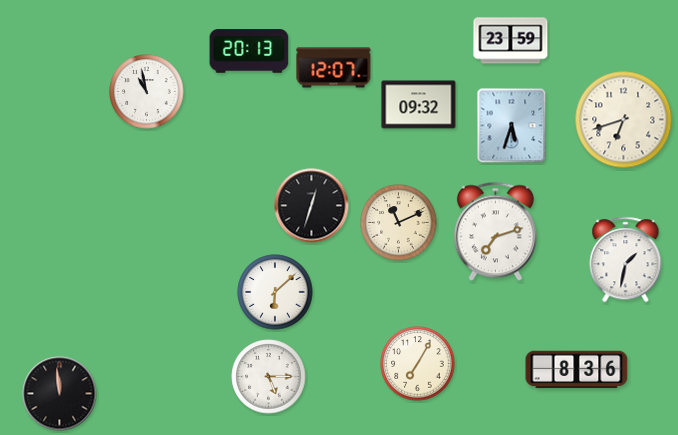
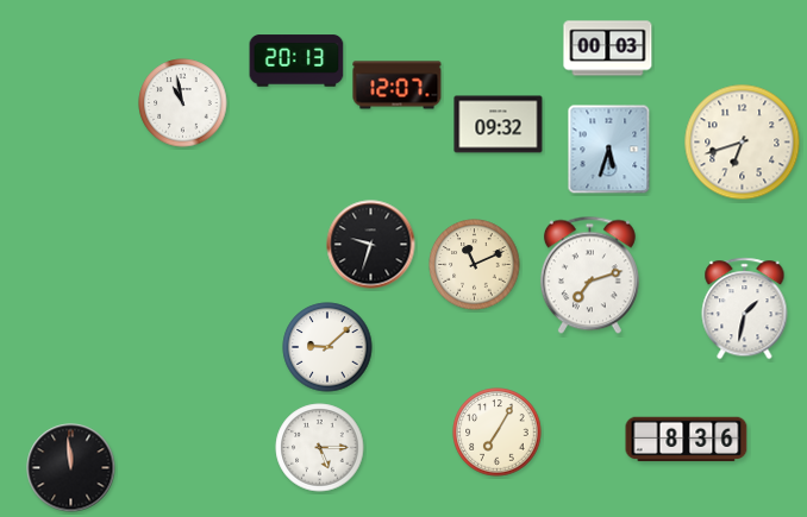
clock at (511, 41): 23:59 -> 00:03
clock at (334, 68) position: (334, 68) -> (398, 86)
clock at (147, 92) position: (147, 92) -> (183, 103)
clock at (312, 206): 12:33 -> 9:33
clock at (275, 292): 6:08 -> 9:08
